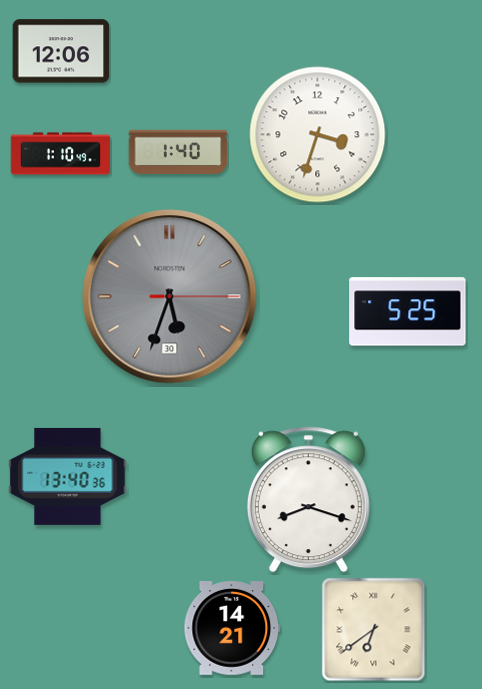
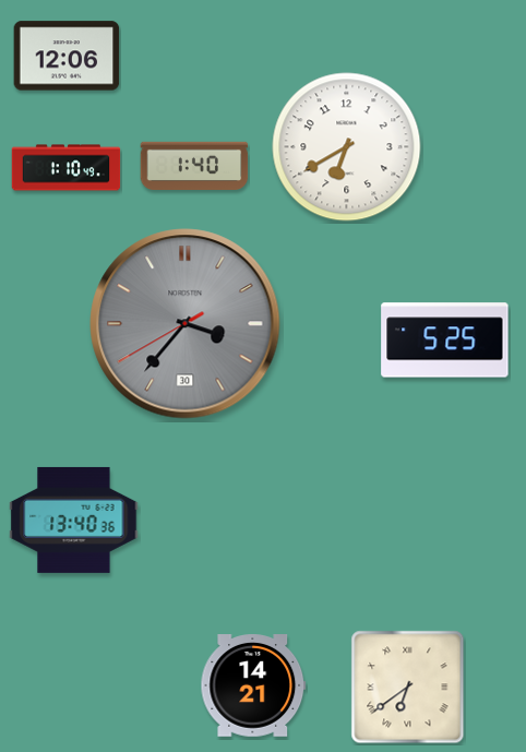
clock at (318, 135): 3:33 -> 6:40
clock at (170, 297): 5:33 -> 3:36
clock at (308, 500): 8:18 -> none
